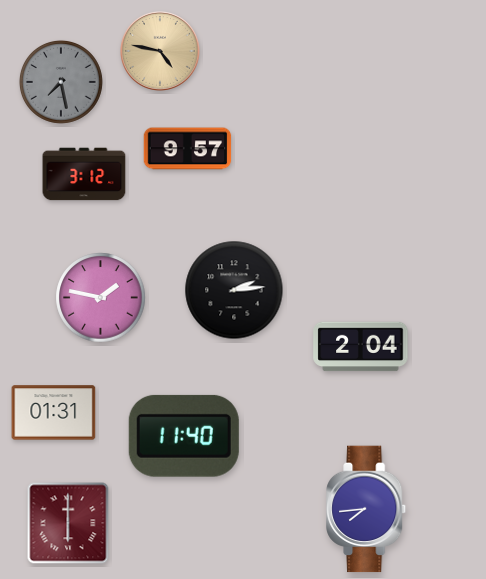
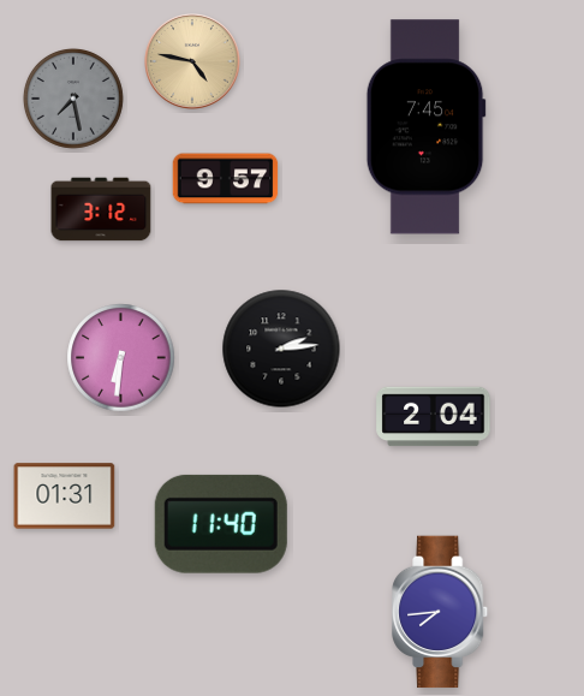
clock at (425, 127): none -> 7:45
clock at (101, 298): 1:47 -> 6:31
clock at (68, 523): 6:00 -> none
